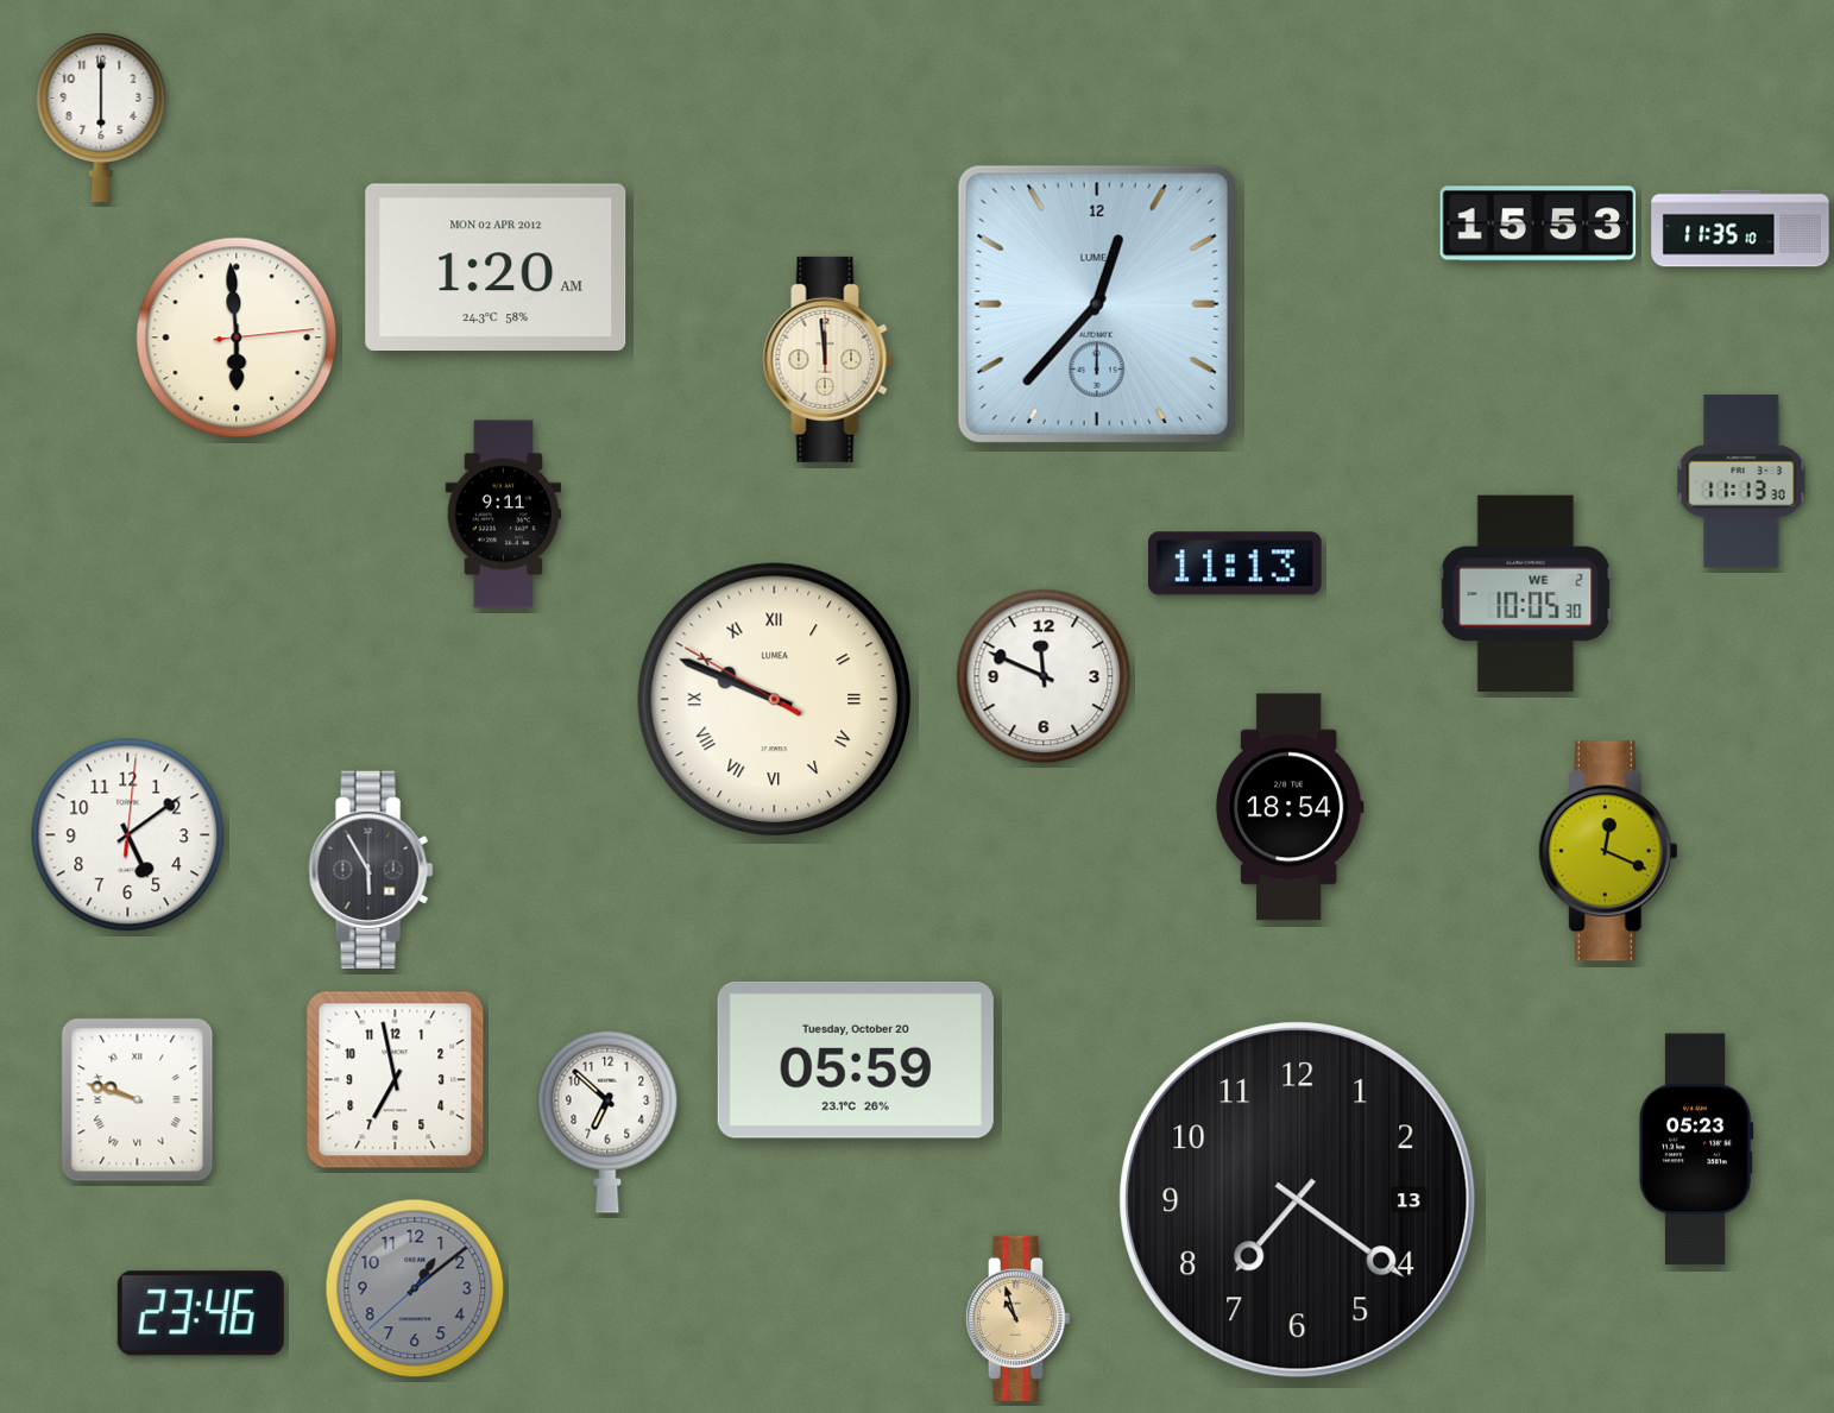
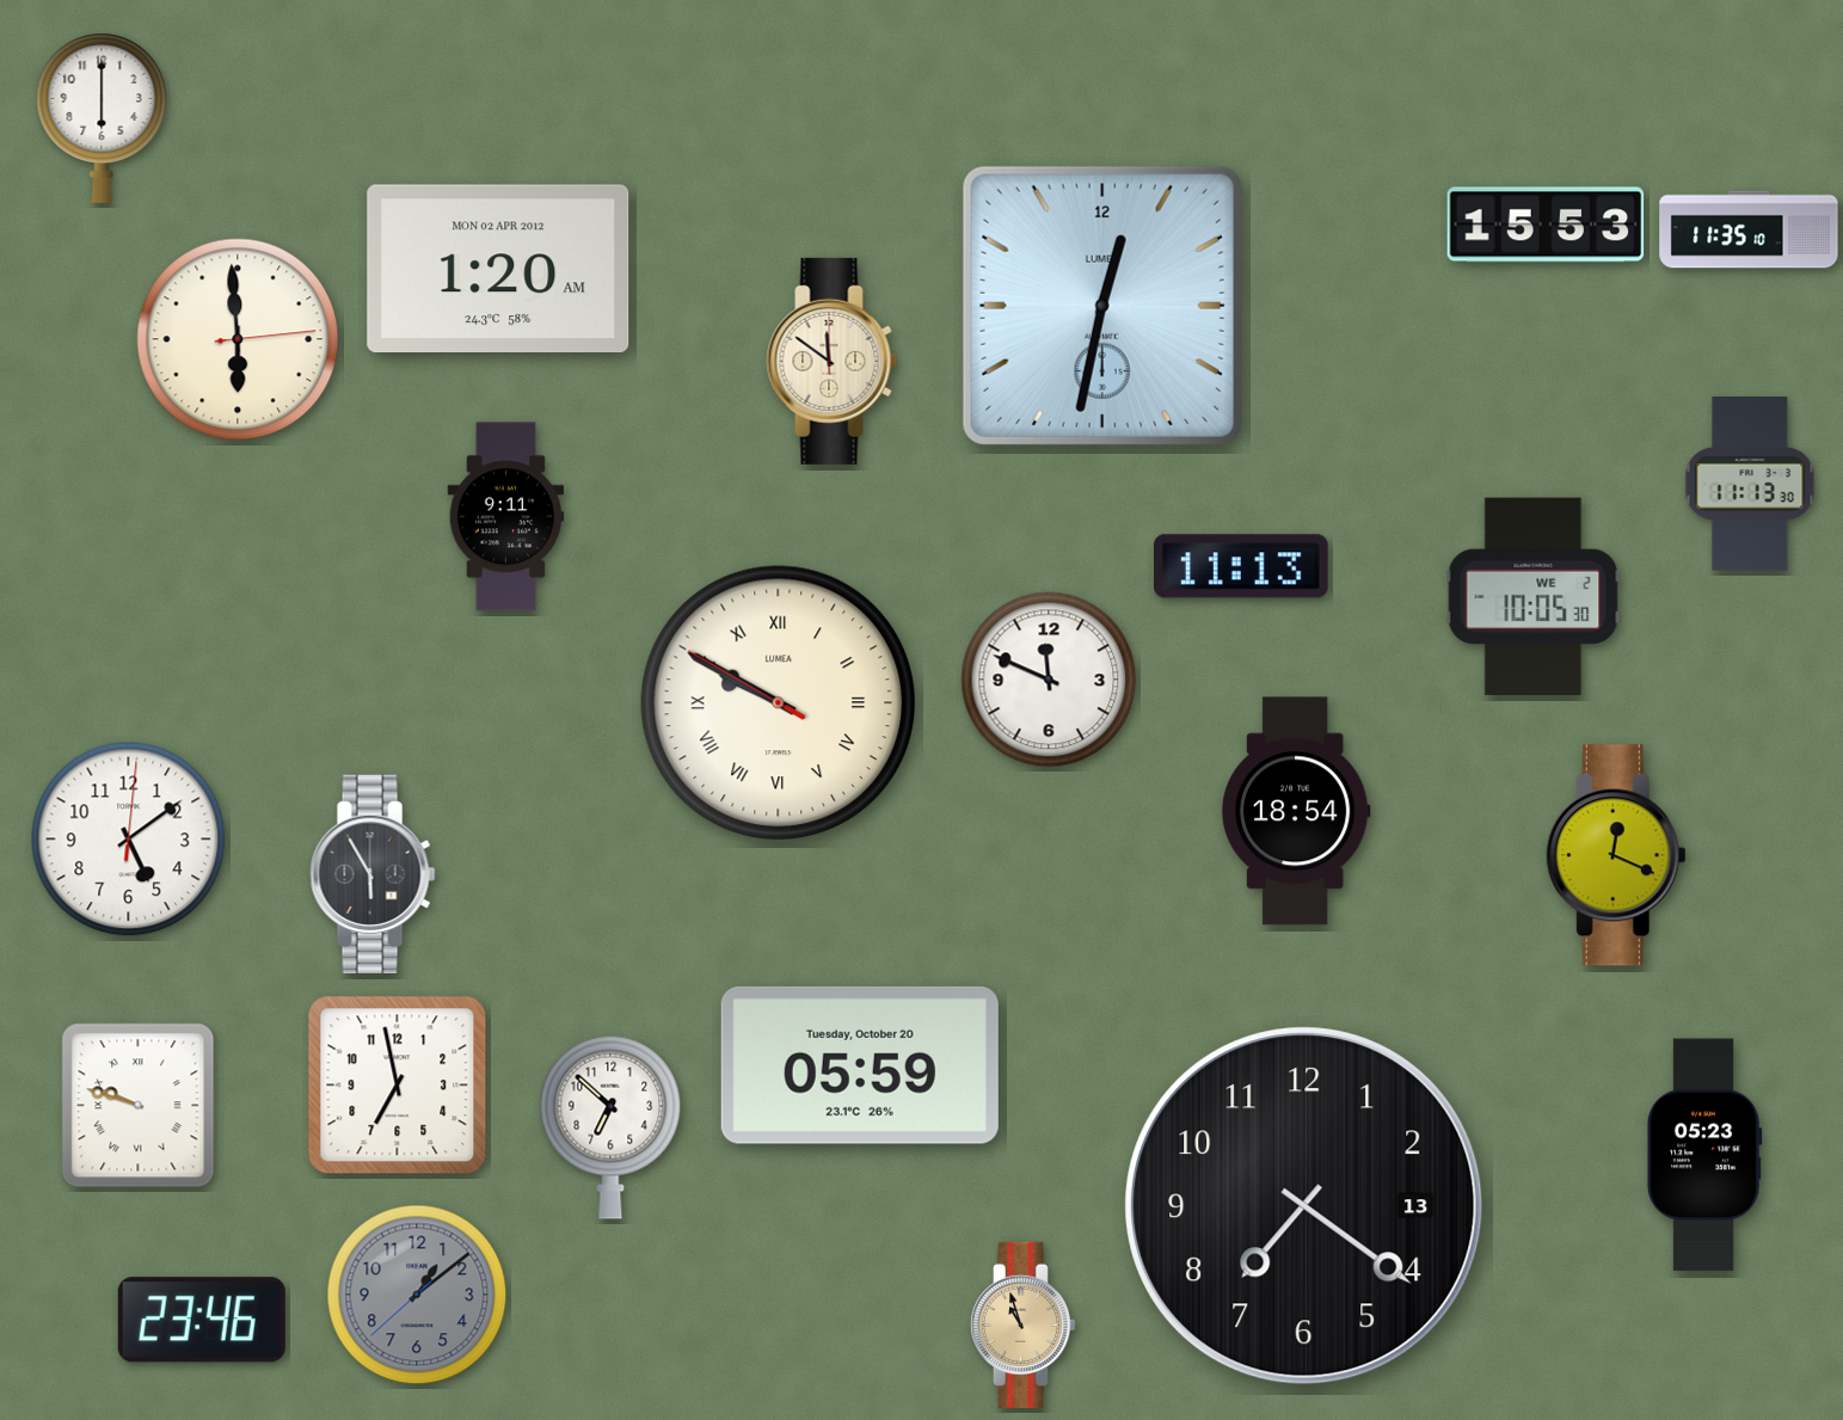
clock at (1097, 304): 12:37 -> 12:32
clock at (828, 359): 11:59 -> 11:51
clock at (775, 700): 9:48 -> 9:49
